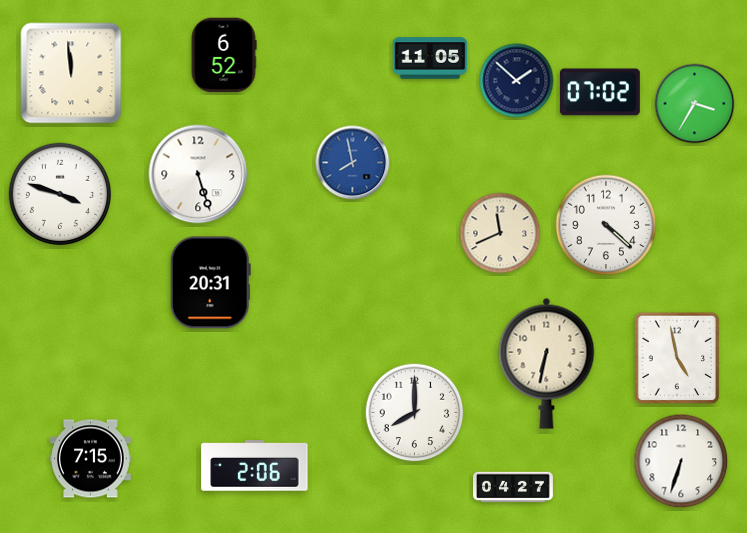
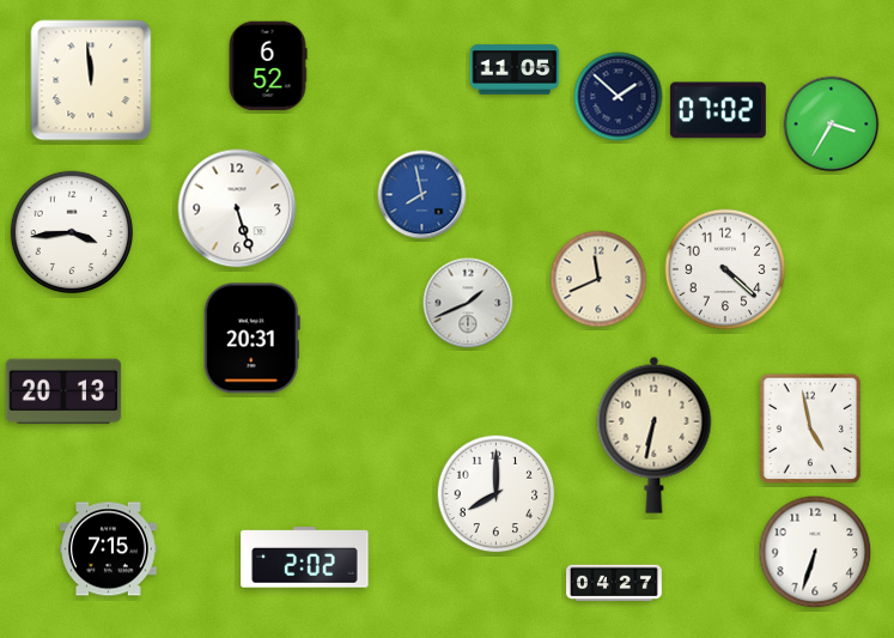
clock at (71, 73) position: (71, 73) -> (91, 80)
clock at (60, 194): 3:48 -> 3:44
clock at (468, 303): none -> 1:41
clock at (63, 391): none -> 20:13
clock at (255, 466): 2:06 -> 2:02
